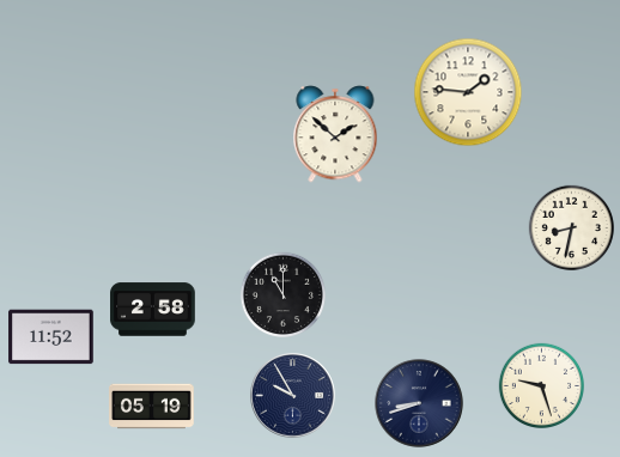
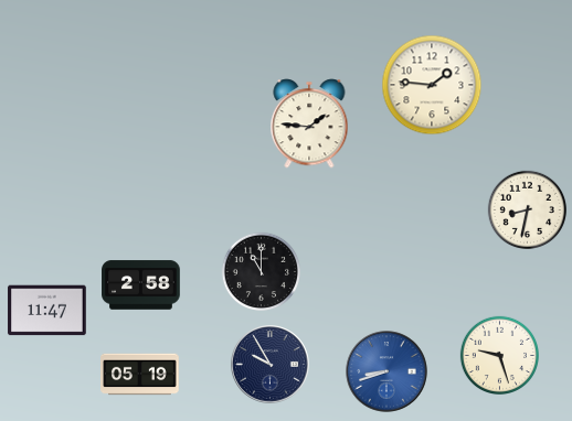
clock at (335, 134): 1:52 -> 1:46
clock at (51, 337): 11:52 -> 11:47
clock at (419, 403) dial: navy -> blue
